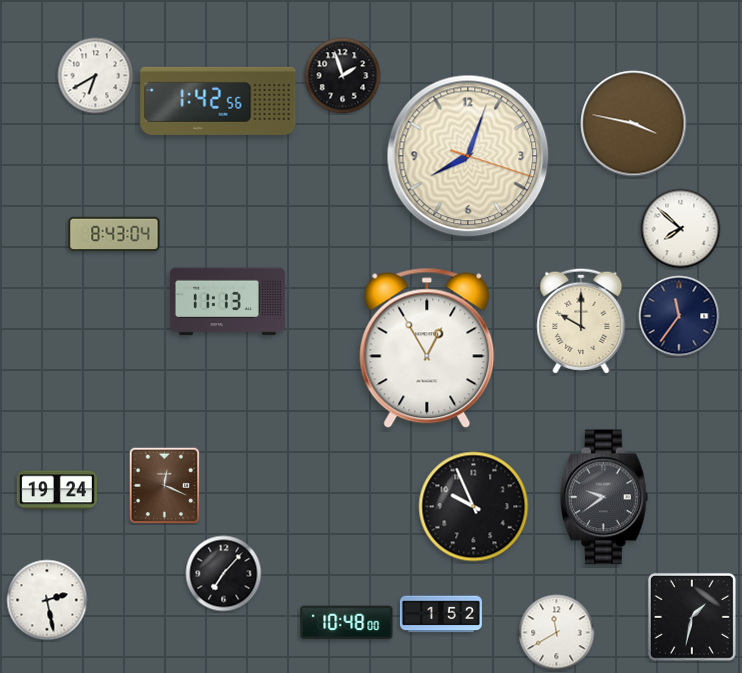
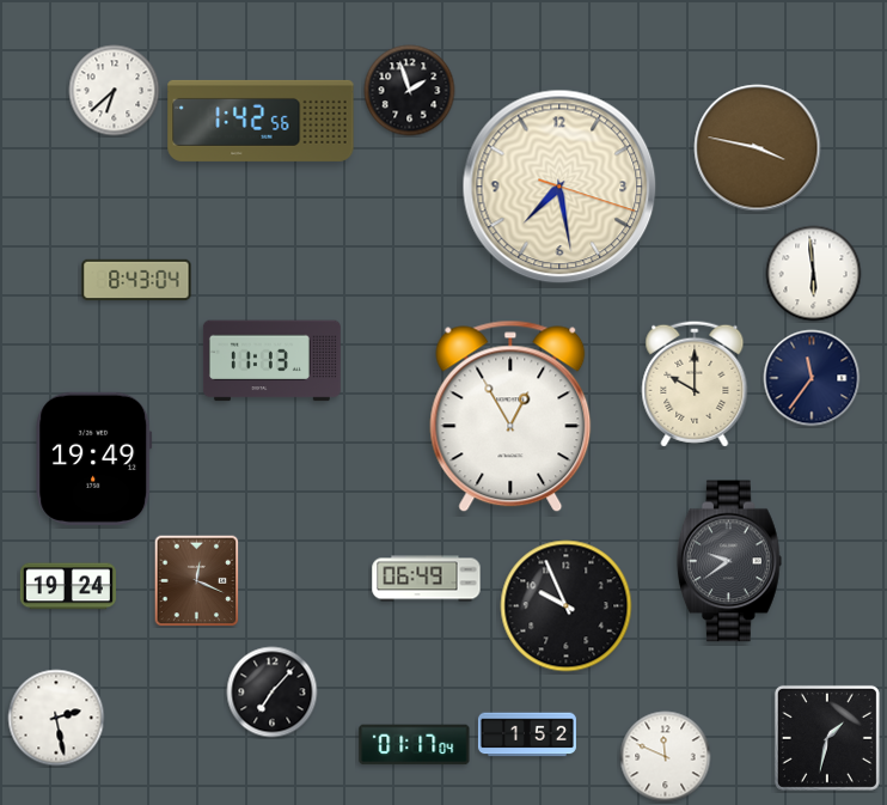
clock at (96, 76): 6:40 -> 6:38
clock at (468, 156): 8:03 -> 7:28
clock at (681, 229): 7:52 -> 5:59
clock at (94, 458): none -> 19:49
clock at (427, 579): none -> 06:49
clock at (604, 497) position: (604, 497) -> (729, 561)
clock at (224, 574) position: (224, 574) -> (273, 693)
clock at (347, 623): 10:48 -> 01:17
clock at (557, 633): 11:40 -> 11:49
